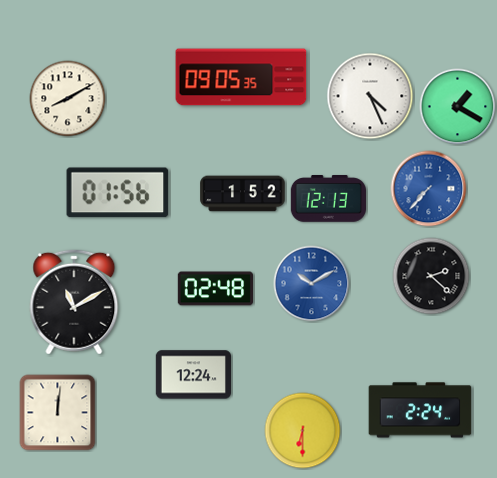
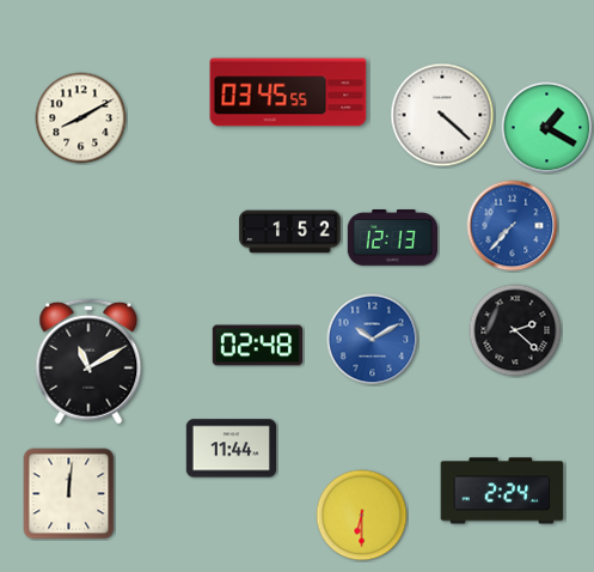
clock at (241, 77): 09:05 -> 03:45
clock at (370, 96): 4:26 -> 4:22
clock at (118, 193): 01:56 -> none
clock at (193, 375): 12:24 -> 11:44
